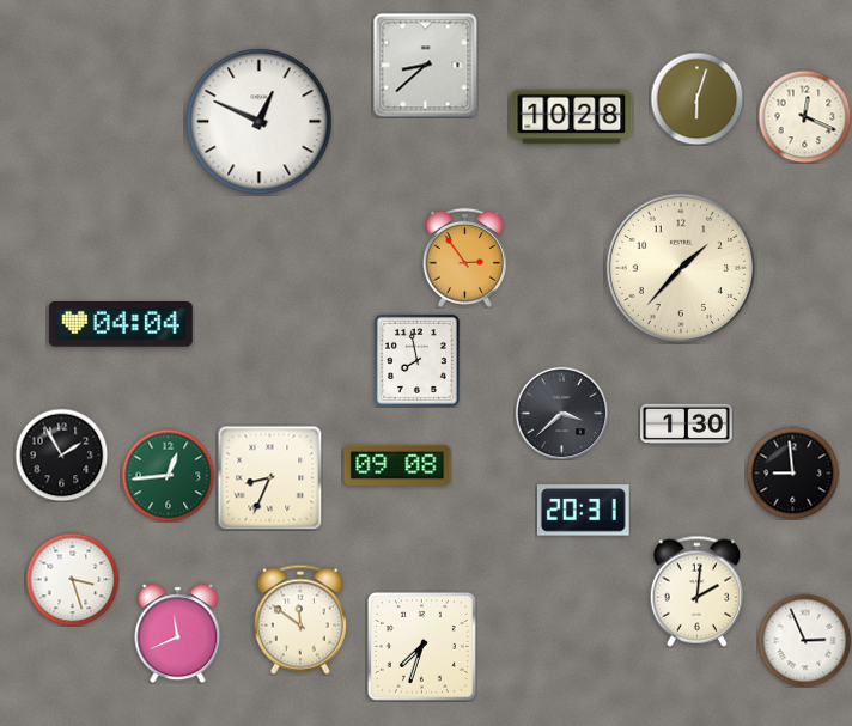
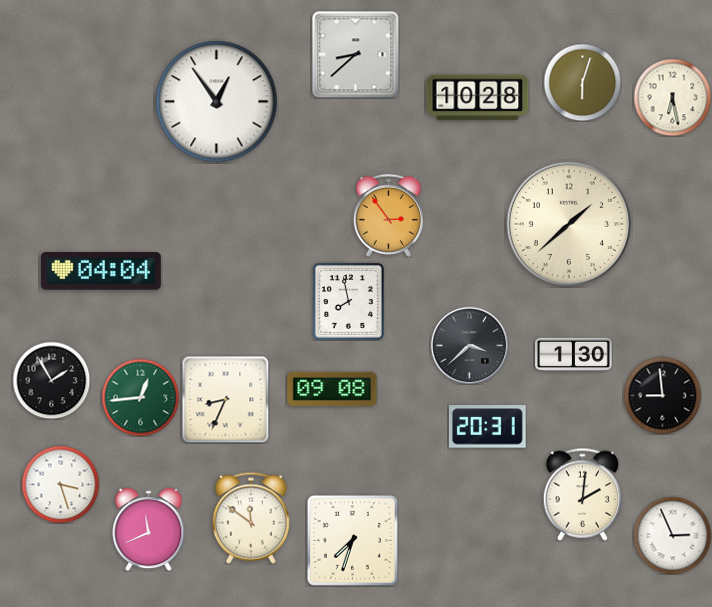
clock at (804, 116): 12:19 -> 6:28
clock at (260, 122): 12:49 -> 12:54
clock at (680, 267): 1:37 -> 1:38
